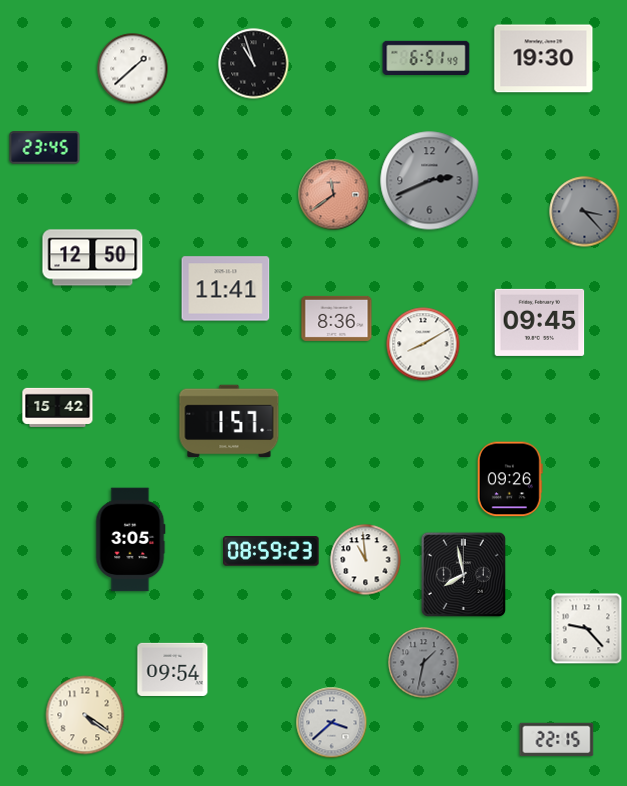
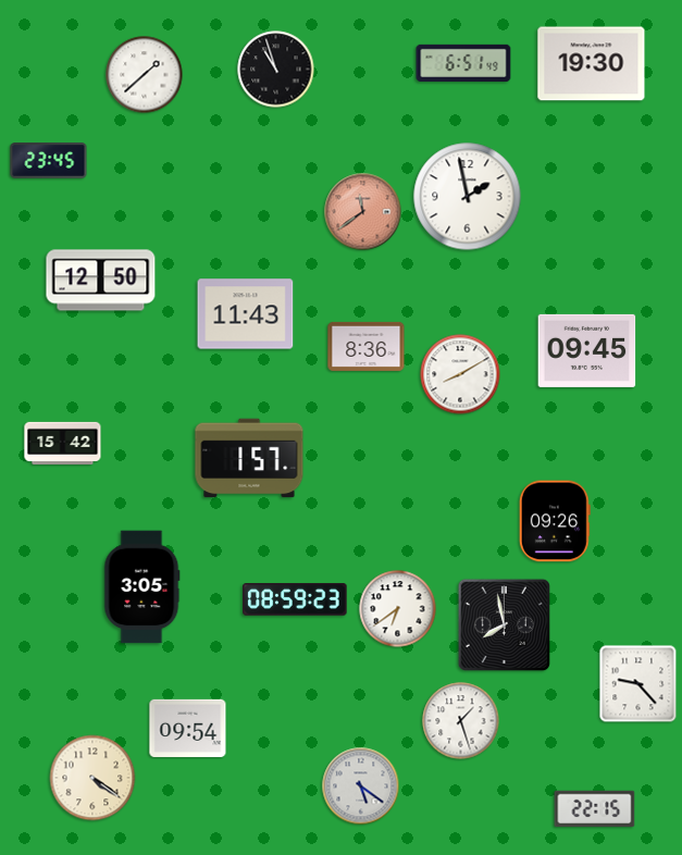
clock at (430, 181): 2:41 -> 1:58
clock at (430, 181) dial: grey -> white
clock at (585, 212): 3:23 -> none
clock at (226, 289): 11:41 -> 11:43
clock at (366, 560): 10:59 -> 6:39
clock at (424, 663): 1:32 -> 1:27
clock at (424, 663) dial: grey -> white
clock at (332, 723): 3:38 -> 5:21
clock at (557, 740) position: (557, 740) -> (595, 809)
